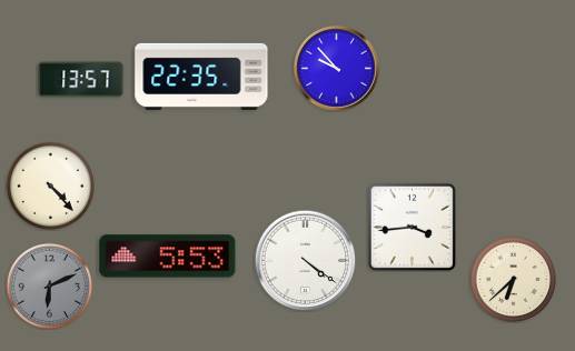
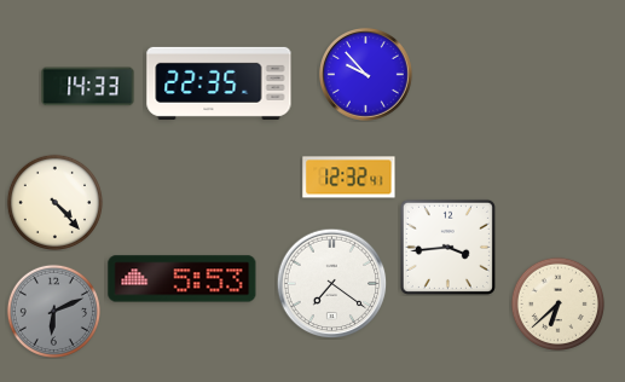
clock at (81, 80): 13:57 -> 14:33
clock at (349, 178): none -> 12:32
clock at (305, 260): 4:21 -> 7:21
